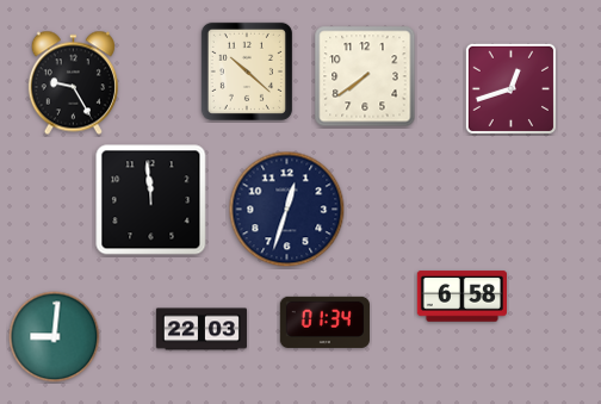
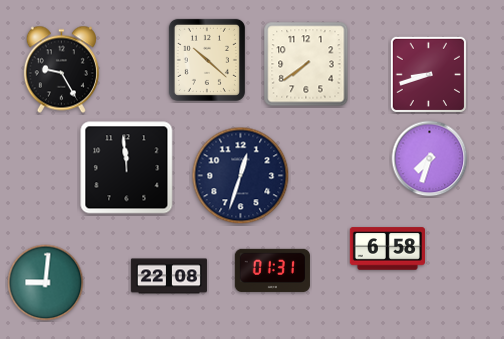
clock at (510, 88): 12:42 -> 8:42
clock at (430, 159): none -> 7:33
clock at (324, 322): 01:34 -> 01:31
clock at (202, 329): 22:03 -> 22:08
